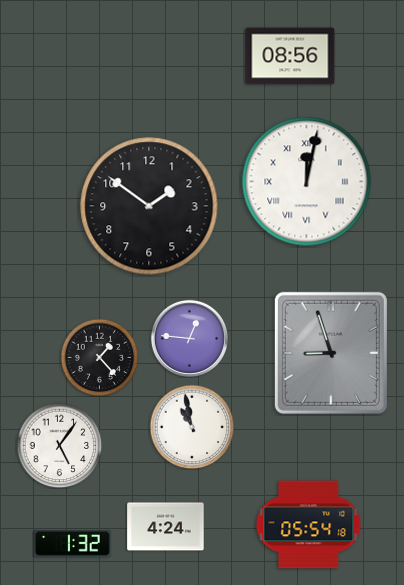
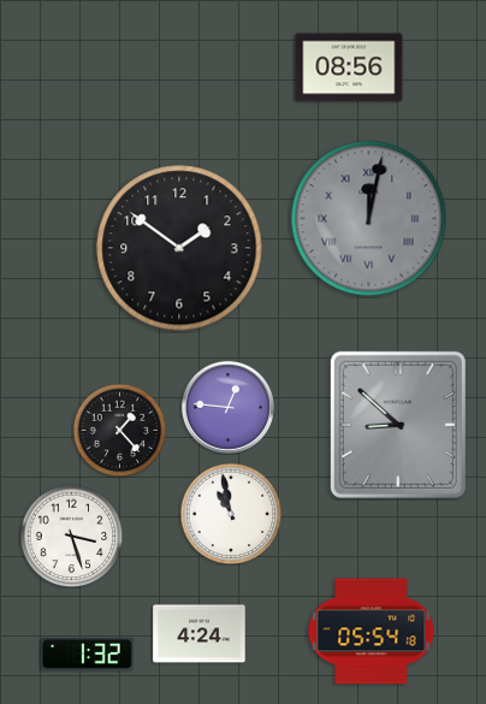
clock at (307, 182) dial: white -> grey
clock at (331, 353): 8:57 -> 8:52
clock at (59, 445): 5:06 -> 3:27
